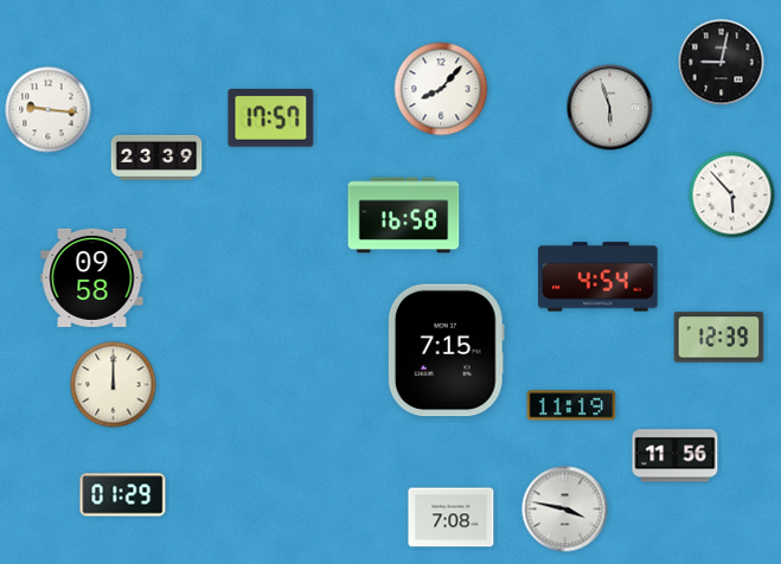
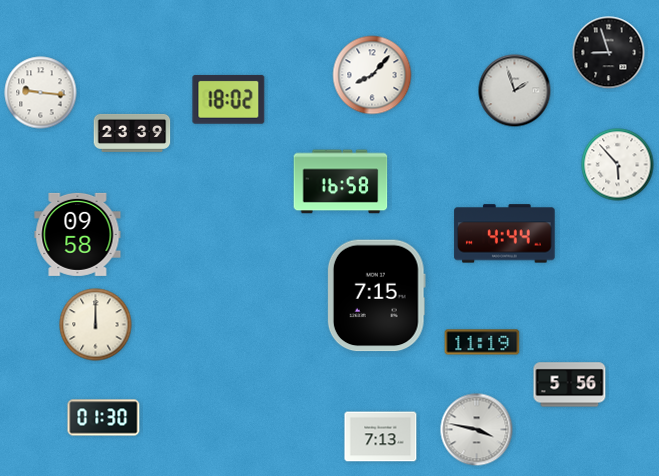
clock at (722, 63): 9:02 -> 8:57
clock at (610, 108): 5:57 -> 1:57
clock at (271, 117): 17:57 -> 18:02
clock at (598, 277): 4:54 -> 4:44
clock at (719, 338): 12:39 -> none
clock at (676, 456): 11:56 -> 5:56
clock at (123, 495): 01:29 -> 01:30
clock at (452, 518): 7:08 -> 7:13
